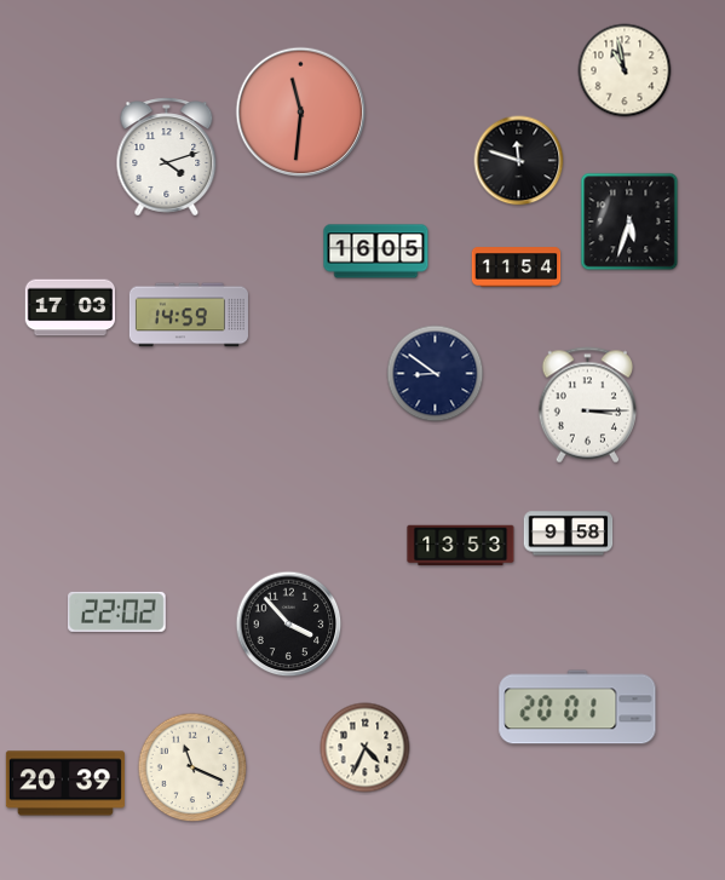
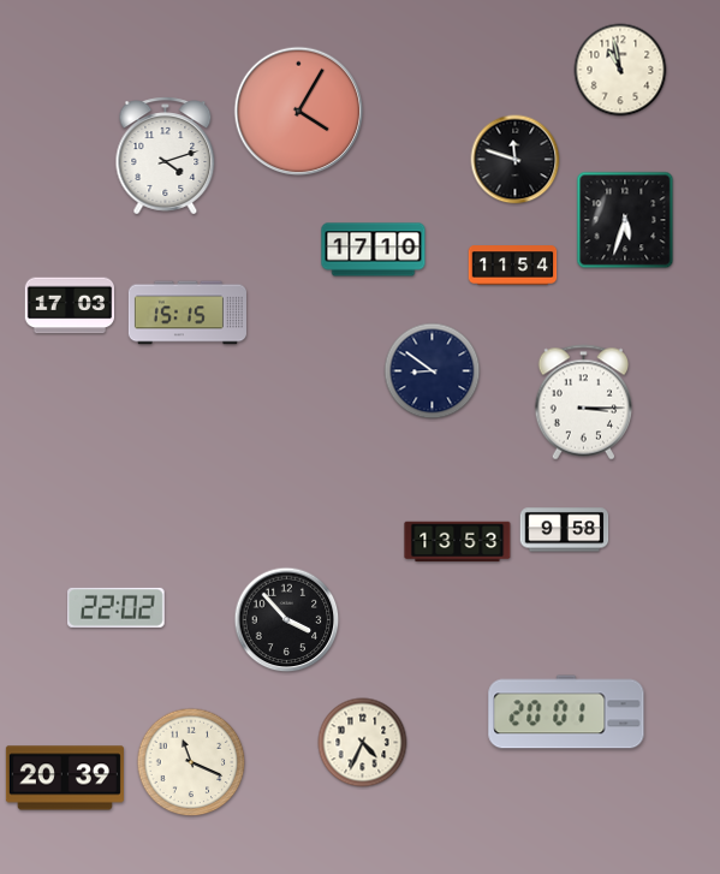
clock at (301, 113): 11:31 -> 4:05
clock at (376, 252): 16:05 -> 17:10
clock at (189, 315): 14:59 -> 15:15
clock at (577, 707) position: (577, 707) -> (566, 712)
